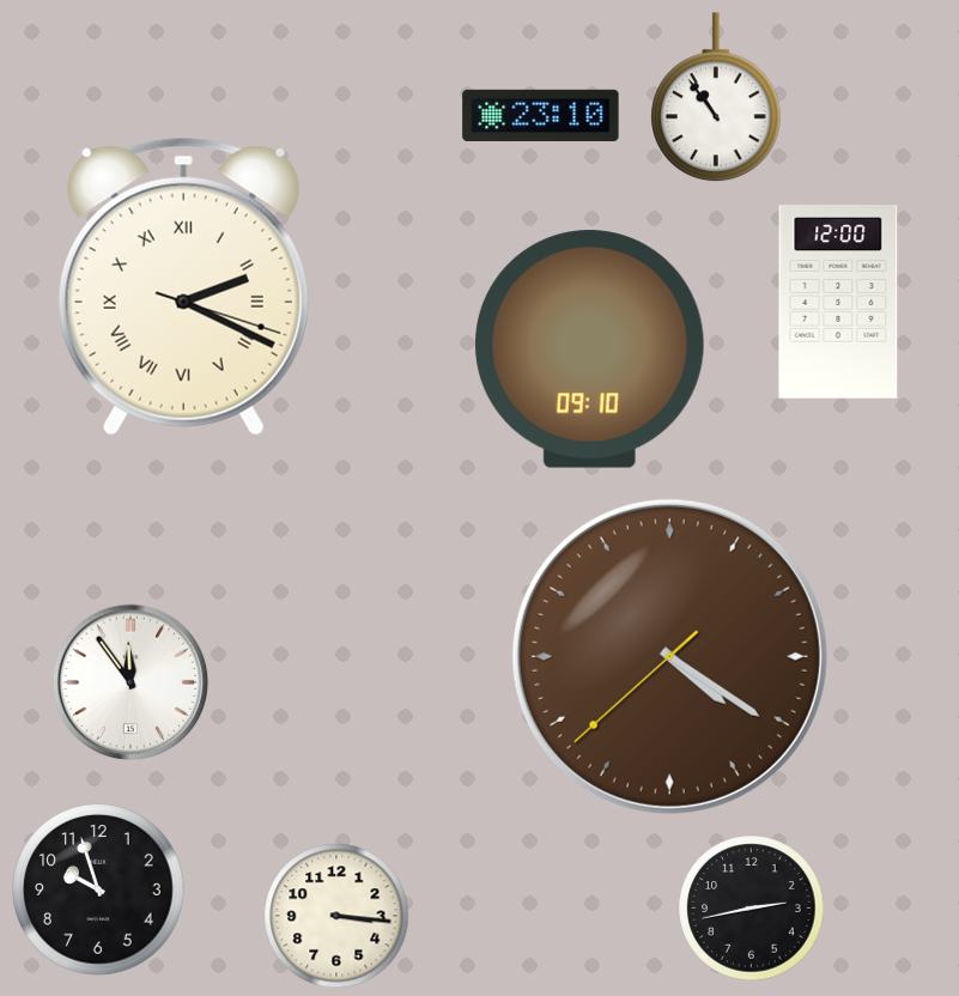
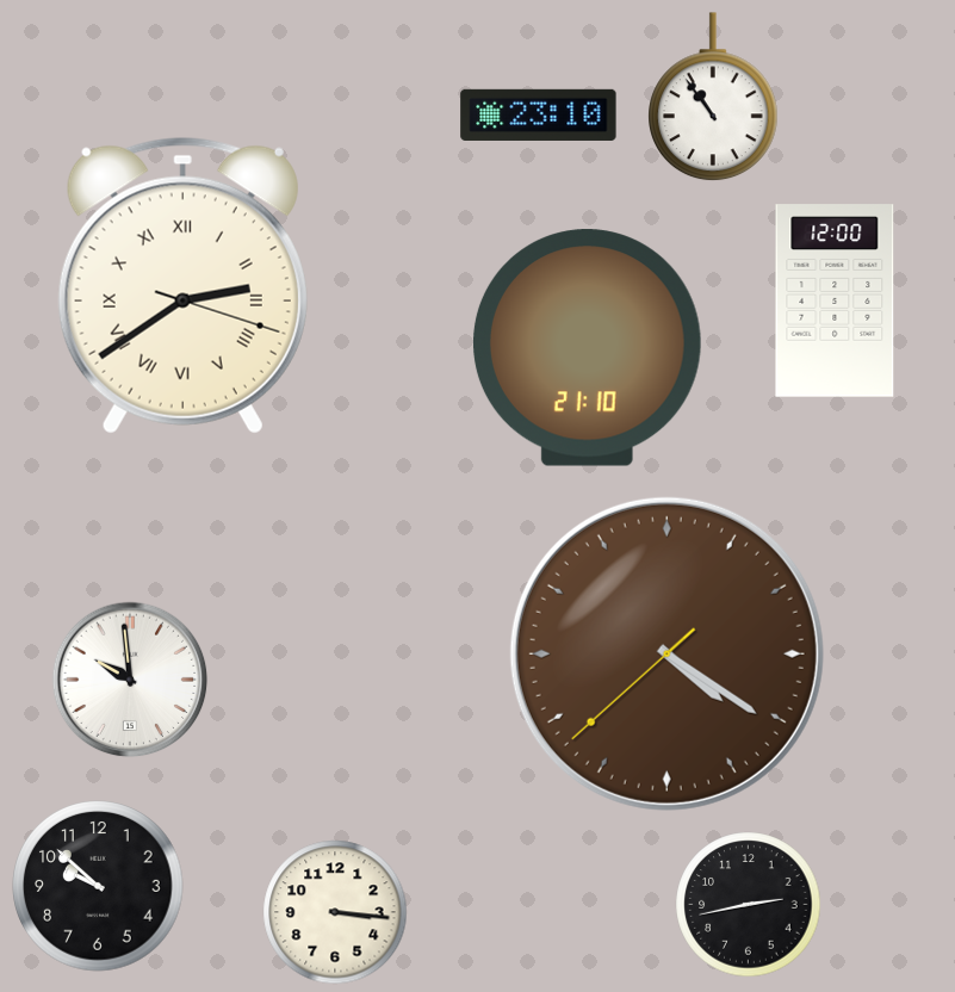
clock at (183, 286): 2:19 -> 2:39
clock at (589, 350): 09:10 -> 21:10
clock at (131, 682): 11:54 -> 9:59
clock at (98, 889): 9:57 -> 9:52
